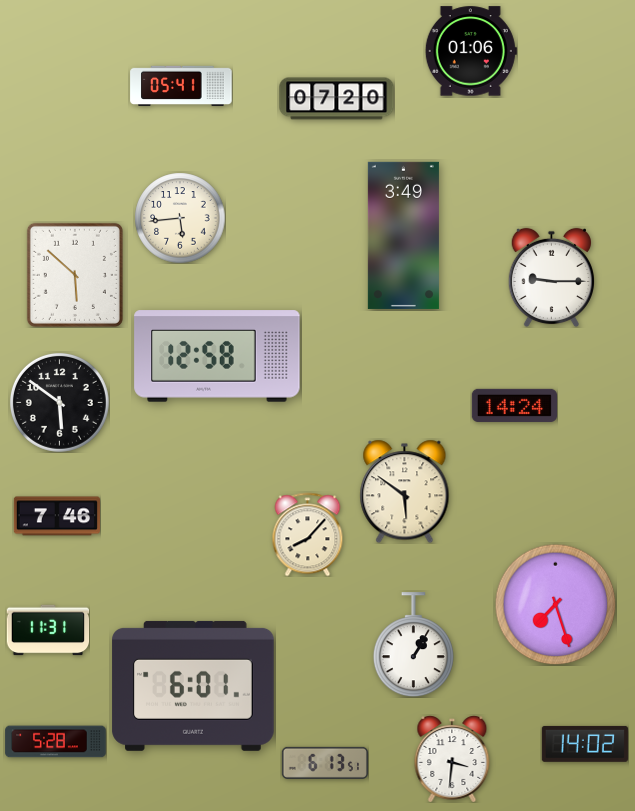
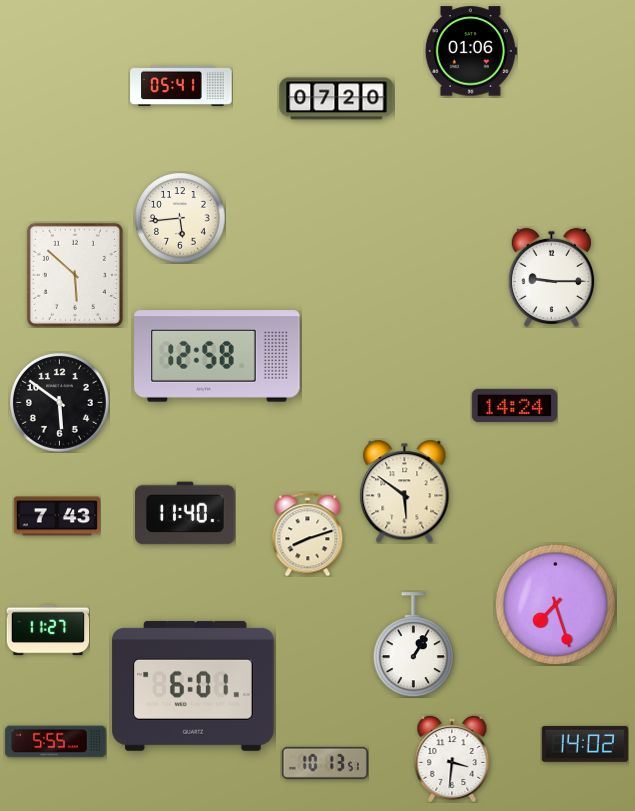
clock at (403, 235): 3:49 -> none
clock at (185, 513): none -> 11:40
clock at (57, 516): 7:46 -> 7:43
clock at (308, 534): 8:07 -> 8:12
clock at (48, 630): 11:31 -> 11:27
clock at (56, 742): 5:28 -> 5:55
clock at (325, 763): 6:13 -> 10:13
